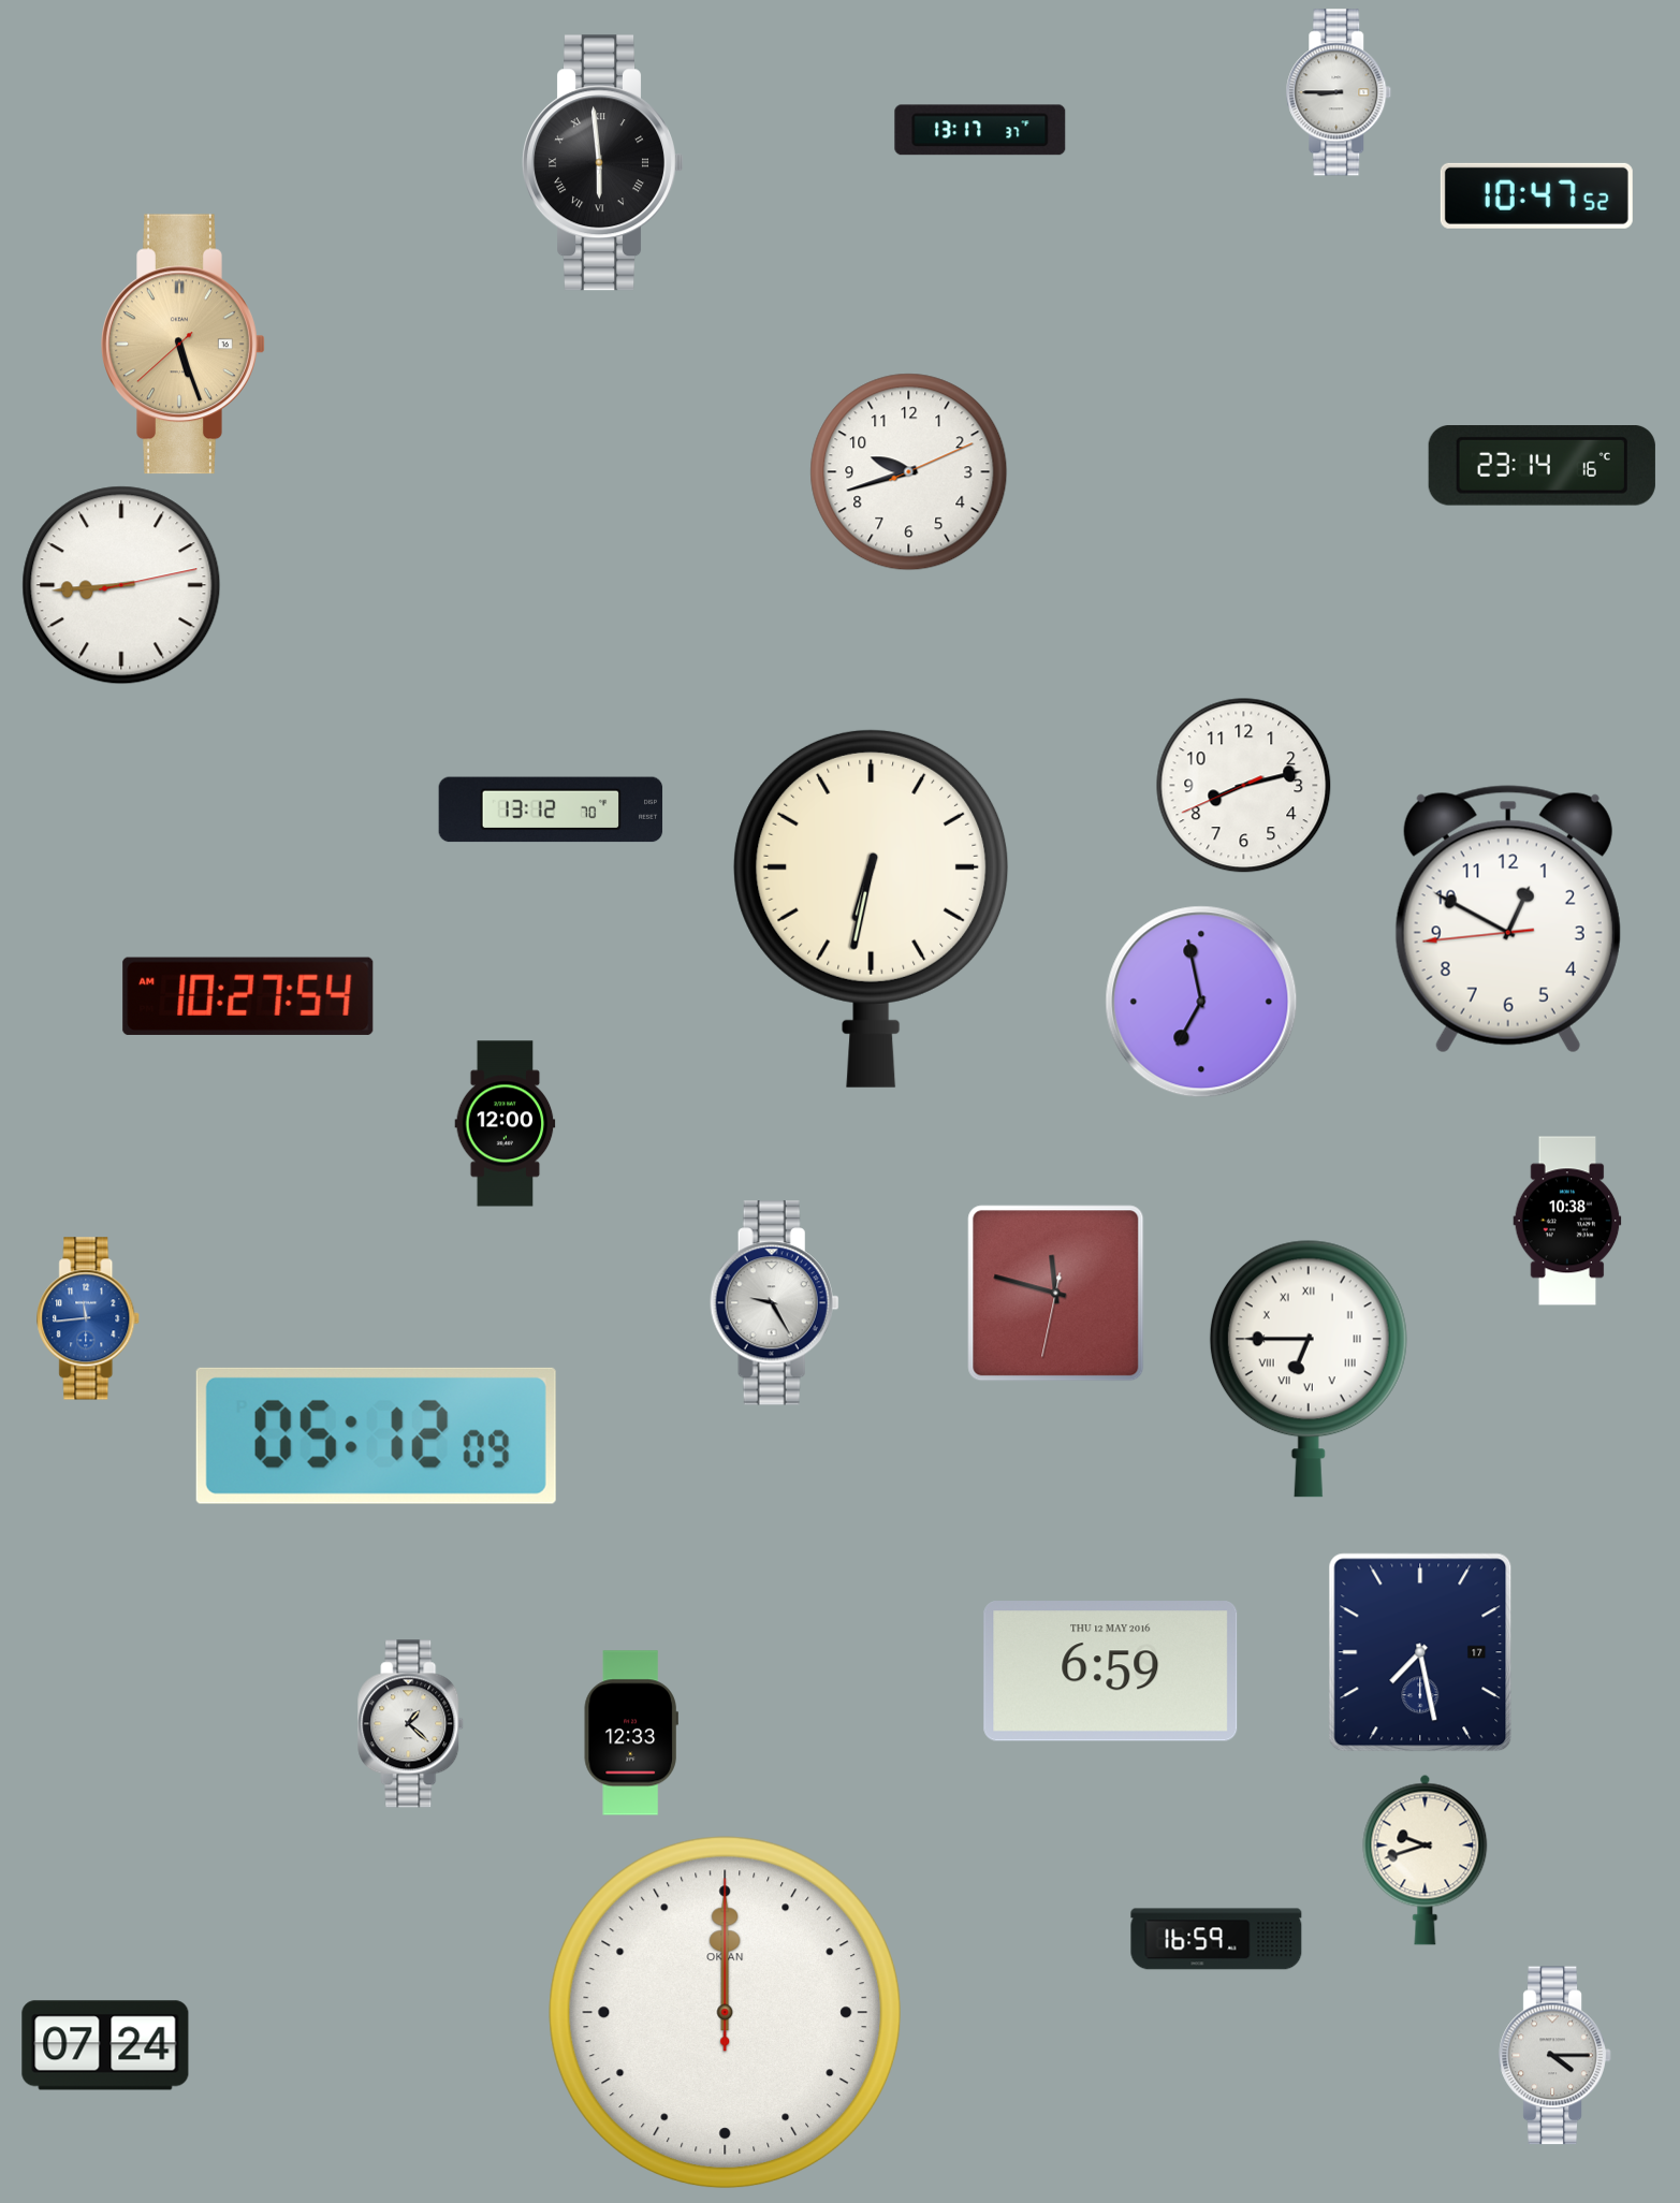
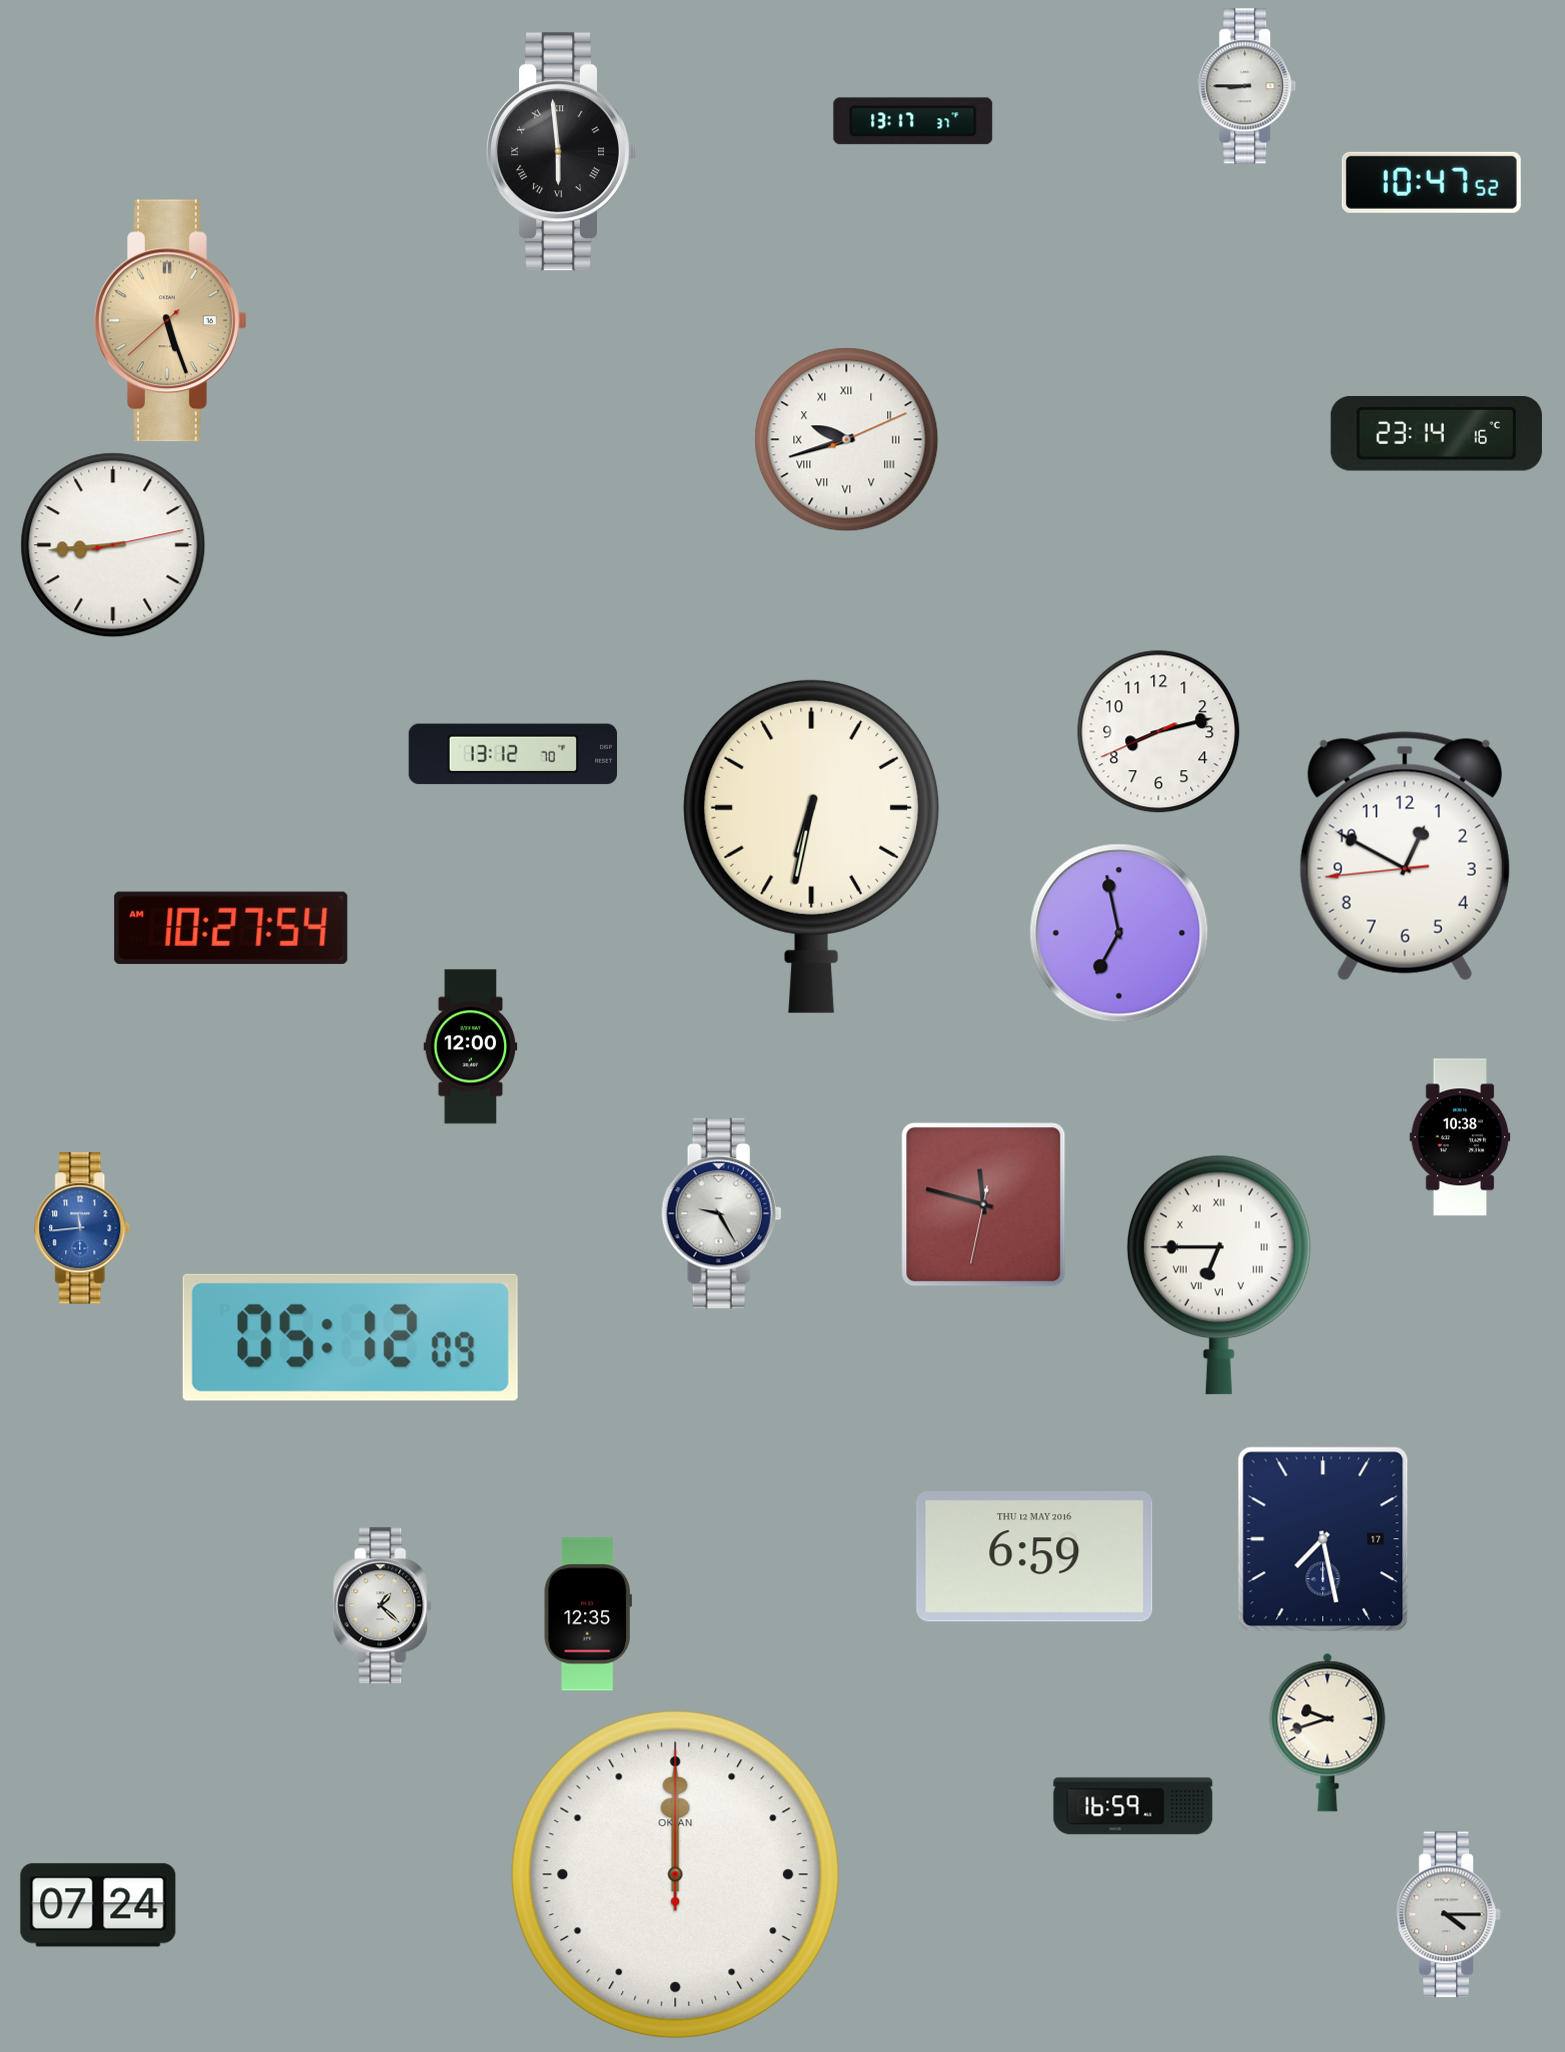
clock at (909, 472) numerals: Arabic -> Roman
clock at (631, 1733): 12:33 -> 12:35
